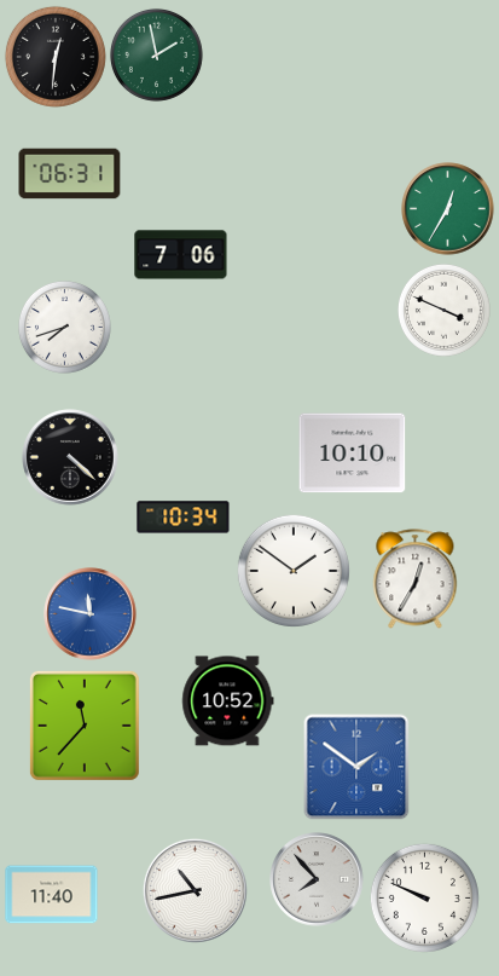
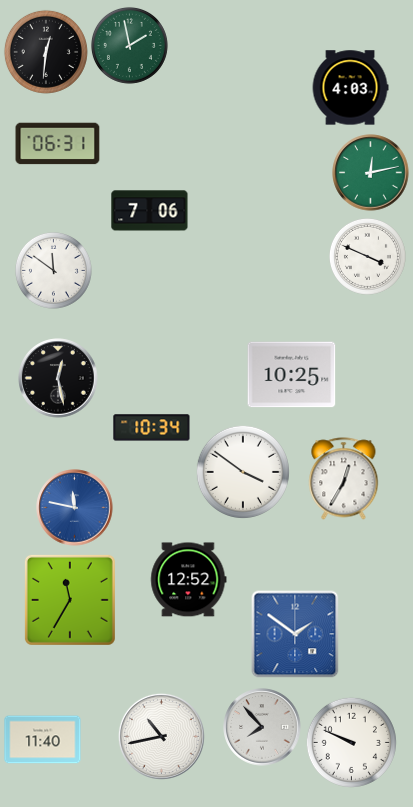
clock at (56, 57) position: (56, 57) -> (46, 52)
clock at (350, 88): none -> 4:03
clock at (448, 209): 12:35 -> 12:13
clock at (64, 327): 7:42 -> 11:51
clock at (353, 454): 10:10 -> 10:25
clock at (70, 457): 4:22 -> 12:28
clock at (294, 571): 1:51 -> 3:51
clock at (228, 701): 10:52 -> 12:52
clock at (85, 726): 11:37 -> 11:35
